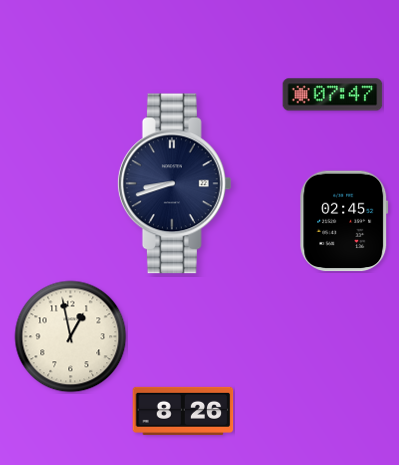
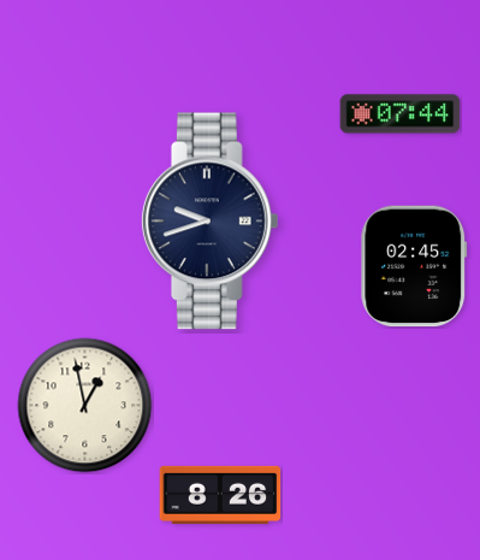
clock at (333, 95): 07:47 -> 07:44
clock at (174, 184): 8:42 -> 9:42
